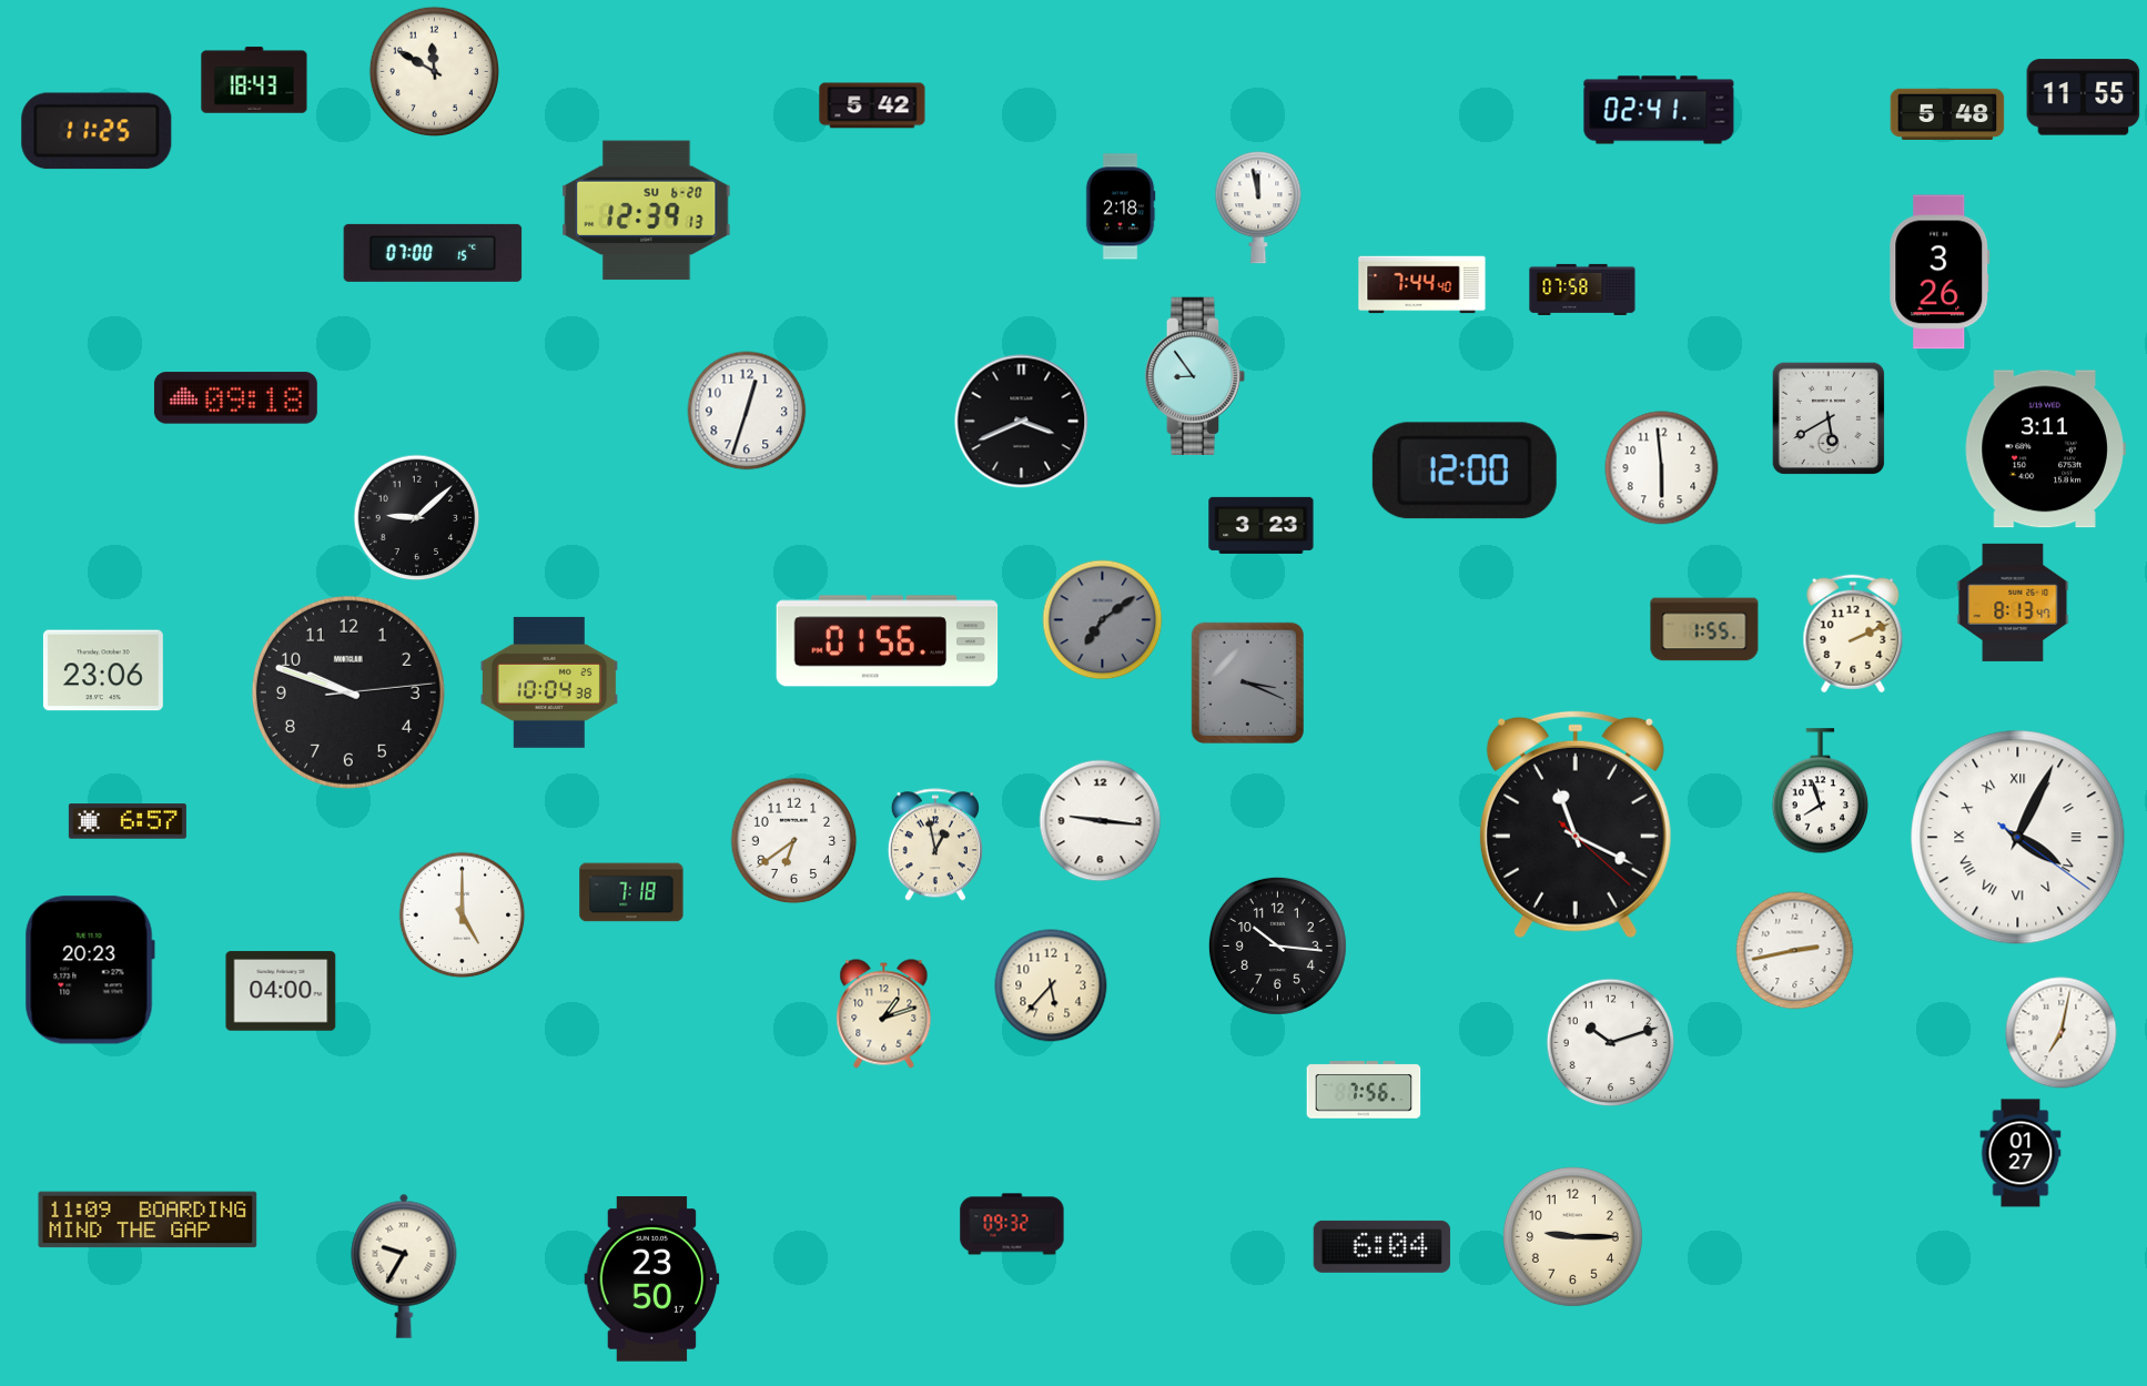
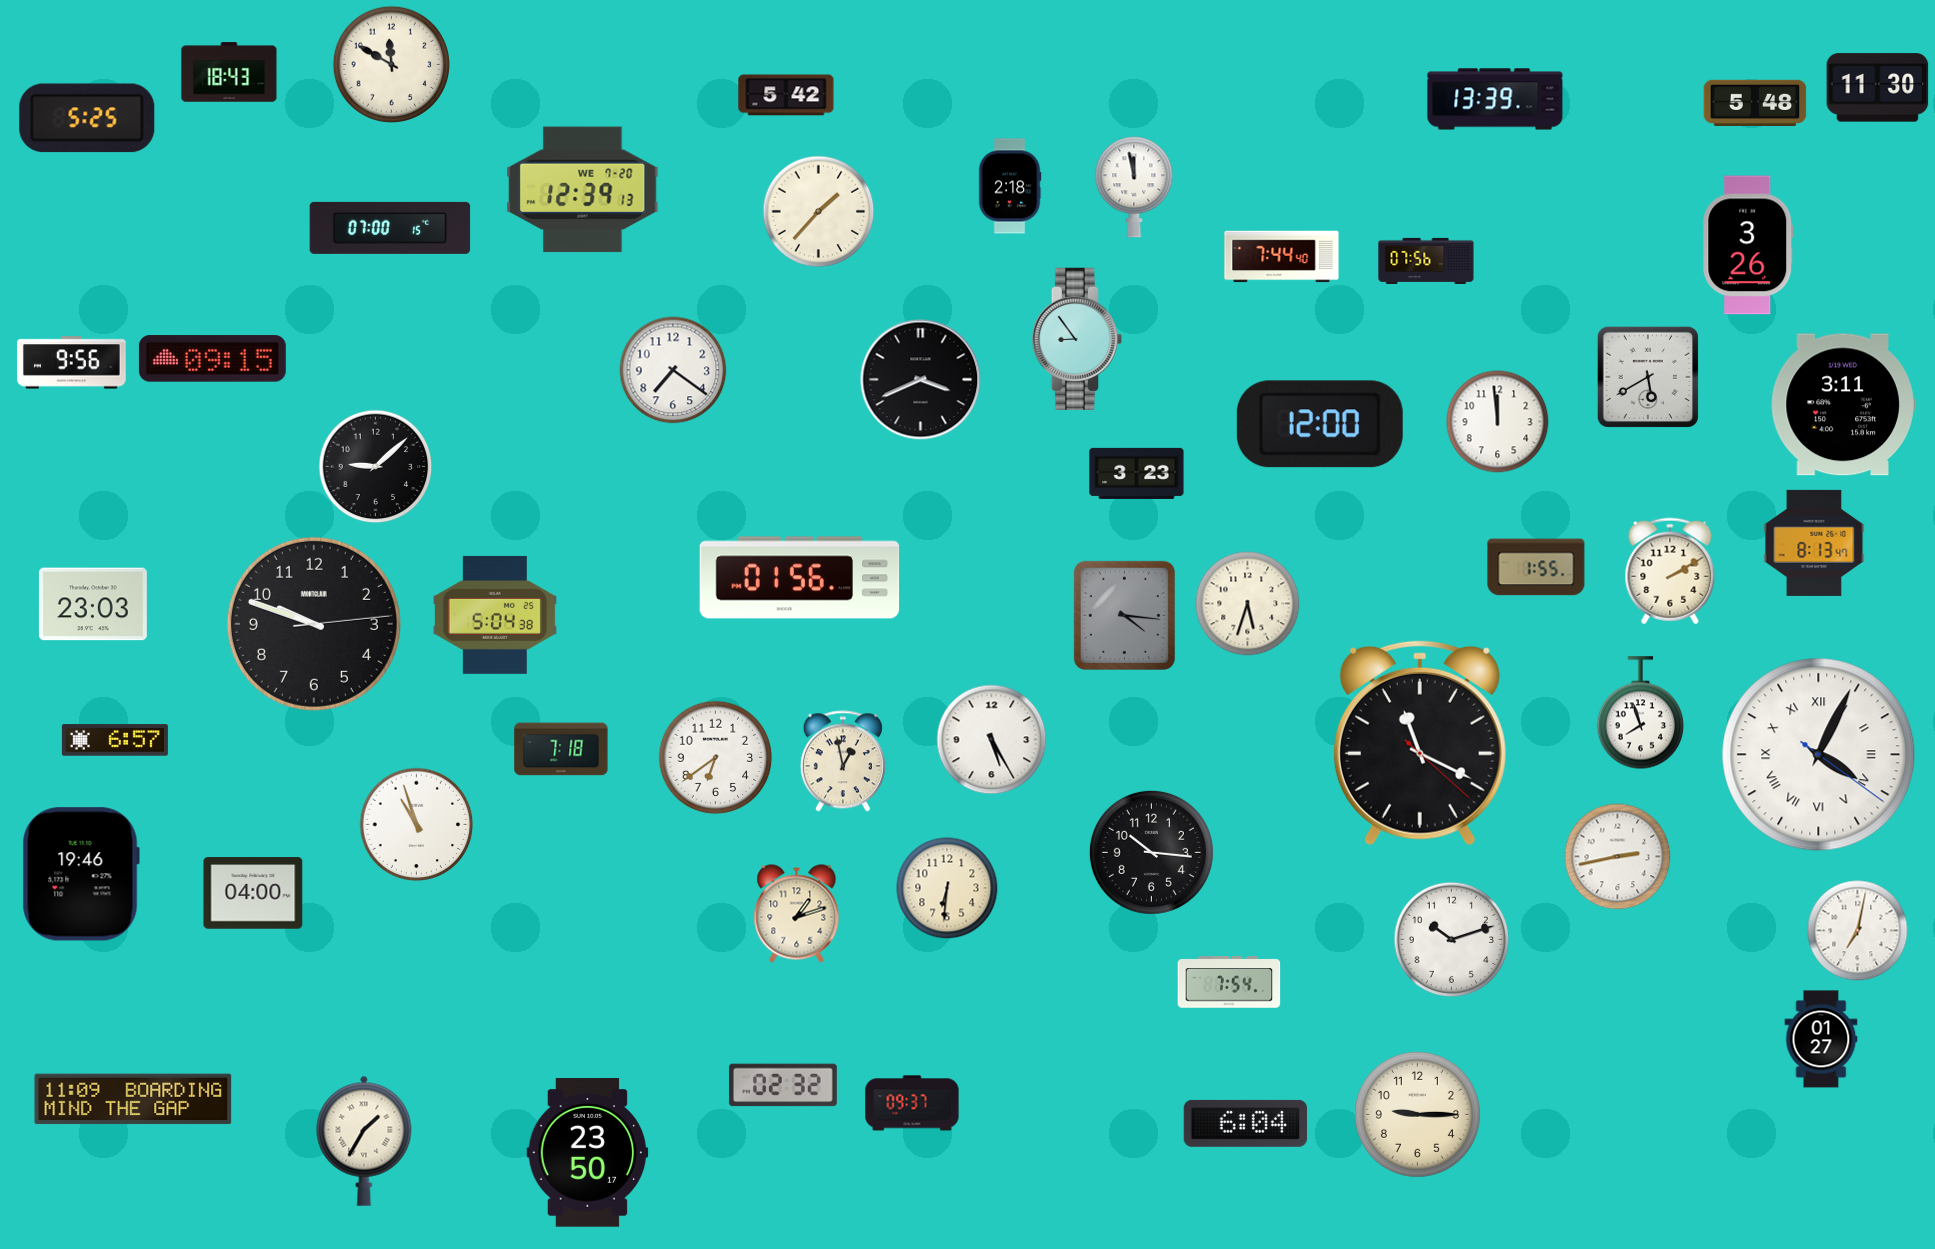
clock at (2084, 98): 11:55 -> 11:30
clock at (1659, 110): 02:41 -> 13:39
clock at (97, 131): 11:25 -> 5:25
clock at (647, 211) date: SU 6-20 -> WE 7-20
clock at (819, 212): none -> 1:37
clock at (1582, 290): 07:58 -> 07:56
clock at (235, 398): 09:18 -> 09:15
clock at (72, 363): none -> 9:56
clock at (747, 411): 12:33 -> 7:21
clock at (1662, 468): 5:59 -> 11:59
clock at (1103, 620): 7:09 -> none
clock at (1853, 634): 2:11 -> 2:10
clock at (103, 670): 23:06 -> 23:03
clock at (1248, 604): none -> 5:33
clock at (549, 682): 10:04 -> 5:04
clock at (1247, 682): 3:19 -> 4:16
clock at (1101, 821): 9:16 -> 5:25
clock at (631, 892) position: (631, 892) -> (561, 749)
clock at (463, 915): 5:00 -> 10:57
clock at (90, 970): 20:23 -> 19:46
clock at (1051, 985): 5:37 -> 6:31
clock at (1364, 1090): 7:56 -> 7:54
clock at (783, 1085): none -> 02:32
clock at (1012, 1224): 09:32 -> 09:37
clock at (404, 1266): 9:35 -> 1:35
